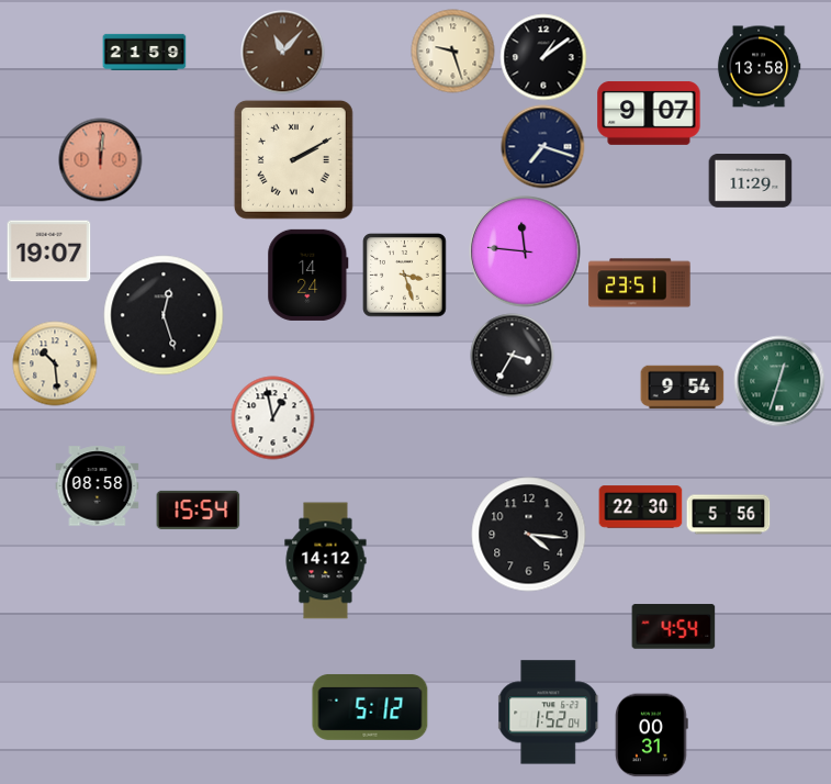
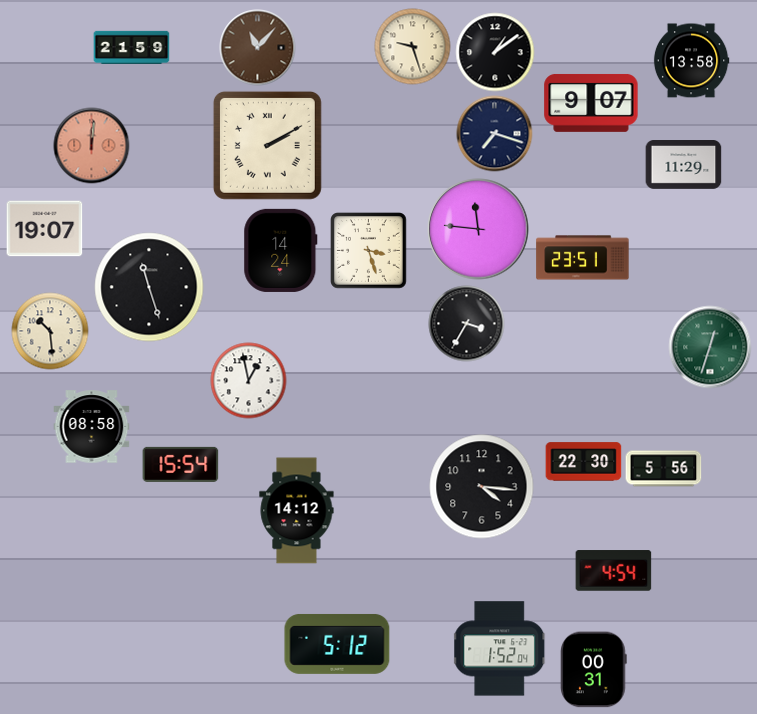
clock at (164, 315): 12:27 -> 11:27
clock at (683, 388): 9:54 -> none
clock at (98, 486) position: (98, 486) -> (92, 427)
